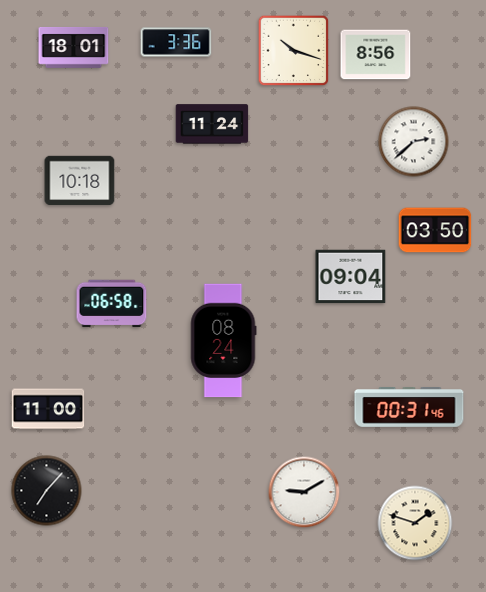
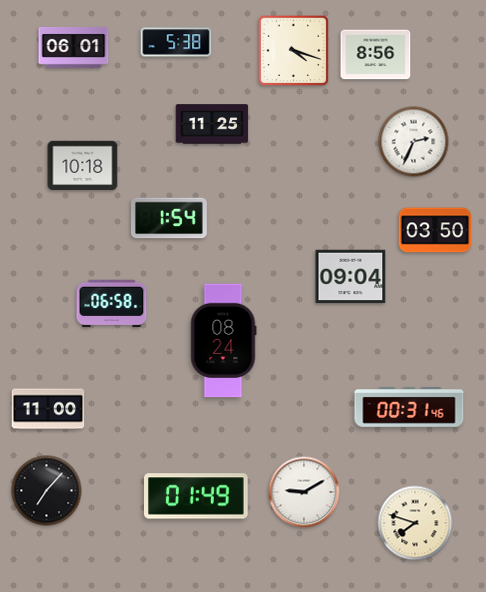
clock at (176, 42): 3:36 -> 5:38
clock at (74, 47): 18:01 -> 06:01
clock at (294, 51): 10:18 -> 4:18
clock at (212, 124): 11:24 -> 11:25
clock at (414, 142): 2:38 -> 2:34
clock at (80, 181) position: (80, 181) -> (83, 166)
clock at (169, 218): none -> 1:54
clock at (197, 496): none -> 01:49
clock at (415, 523): 1:48 -> 7:48
